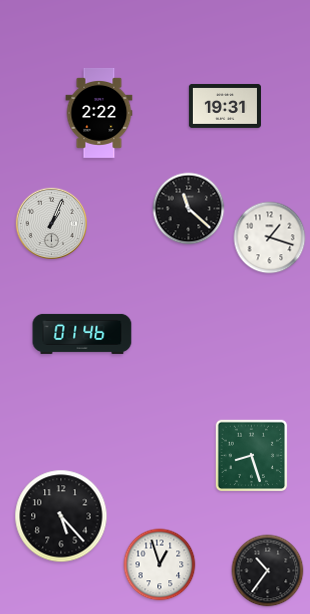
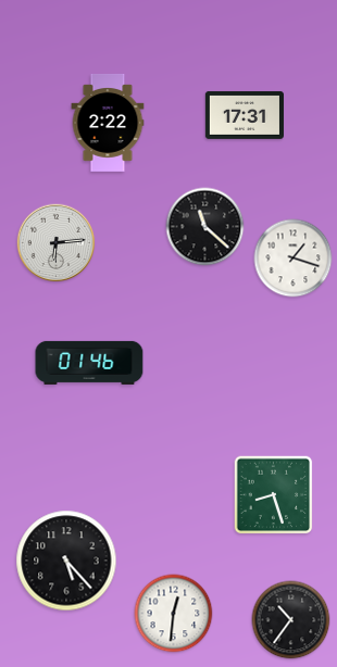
clock at (225, 106): 19:31 -> 17:31
clock at (52, 224): 1:04 -> 6:14
clock at (160, 565): 12:57 -> 12:31
